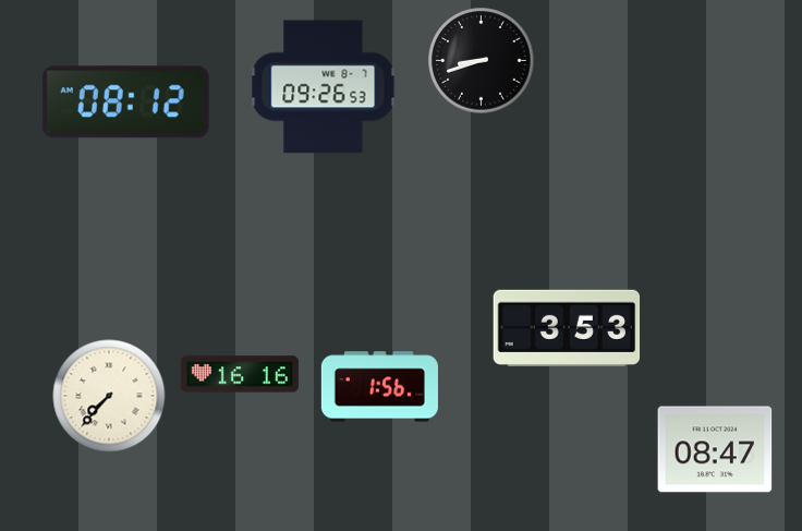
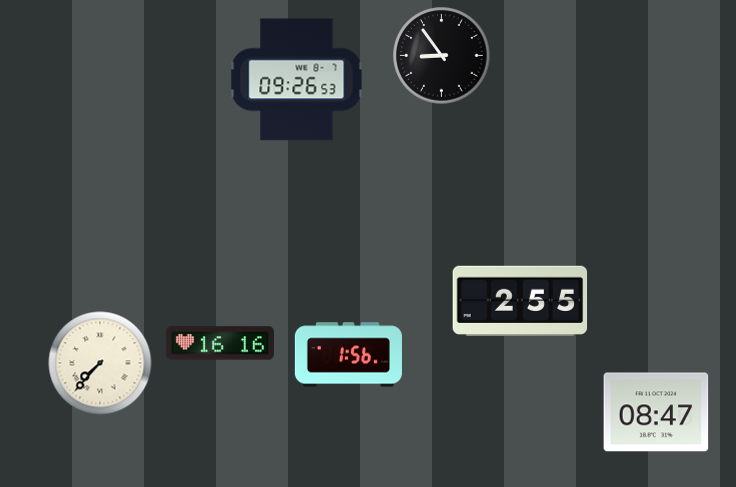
clock at (482, 61): 8:42 -> 8:54
clock at (125, 102): 08:12 -> none
clock at (567, 328): 3:53 -> 2:55
